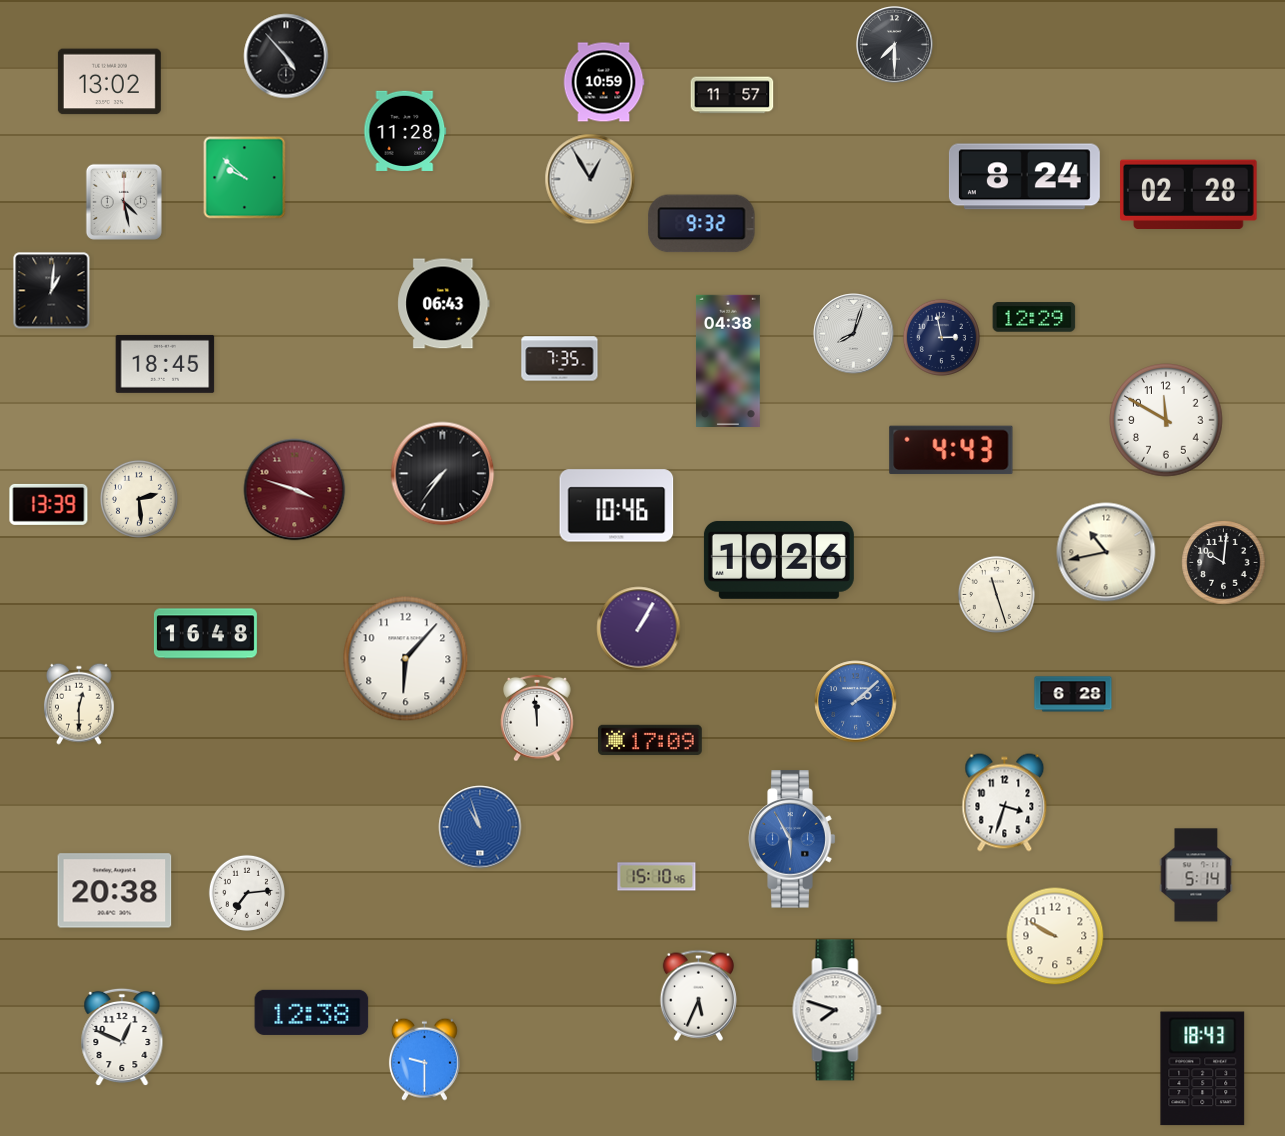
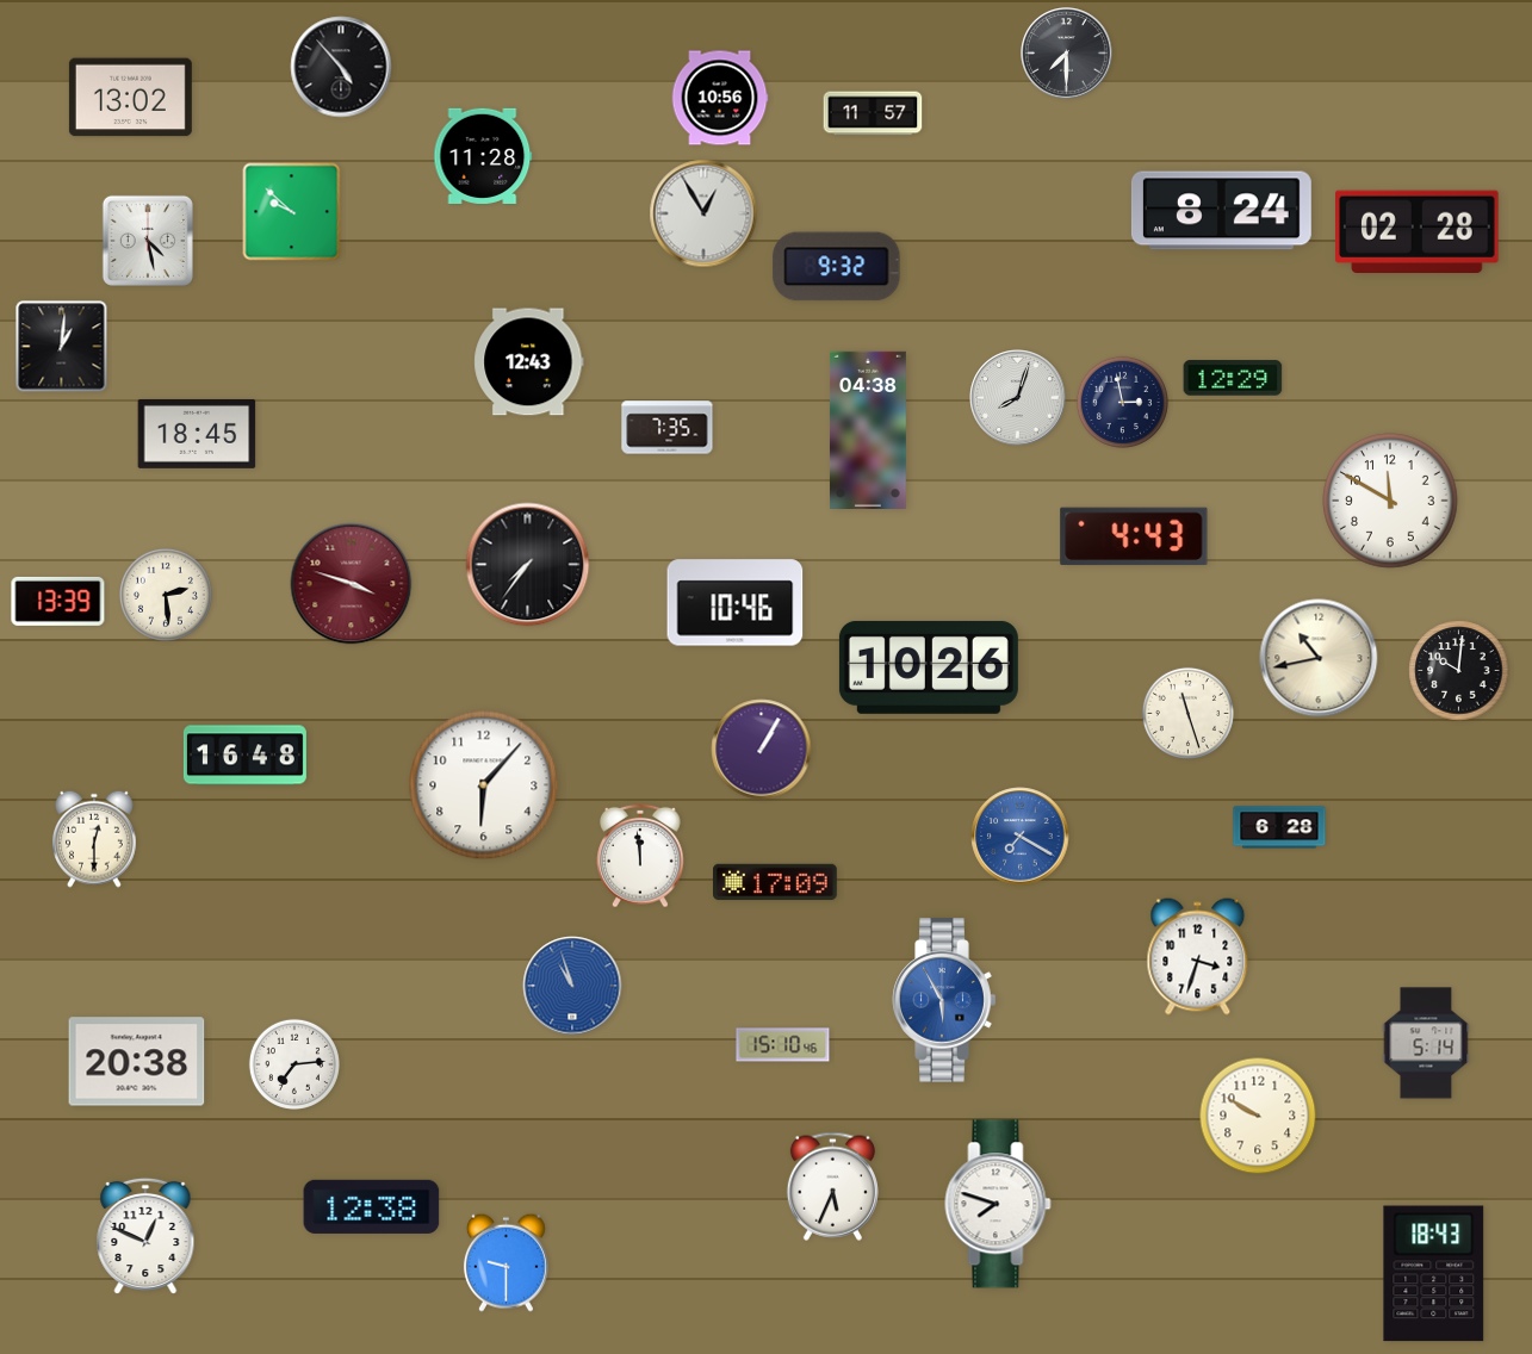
clock at (604, 82): 10:59 -> 10:56
clock at (444, 304): 06:43 -> 12:43
clock at (996, 594) position: (996, 594) -> (1187, 713)
clock at (856, 702): 2:08 -> 7:20
